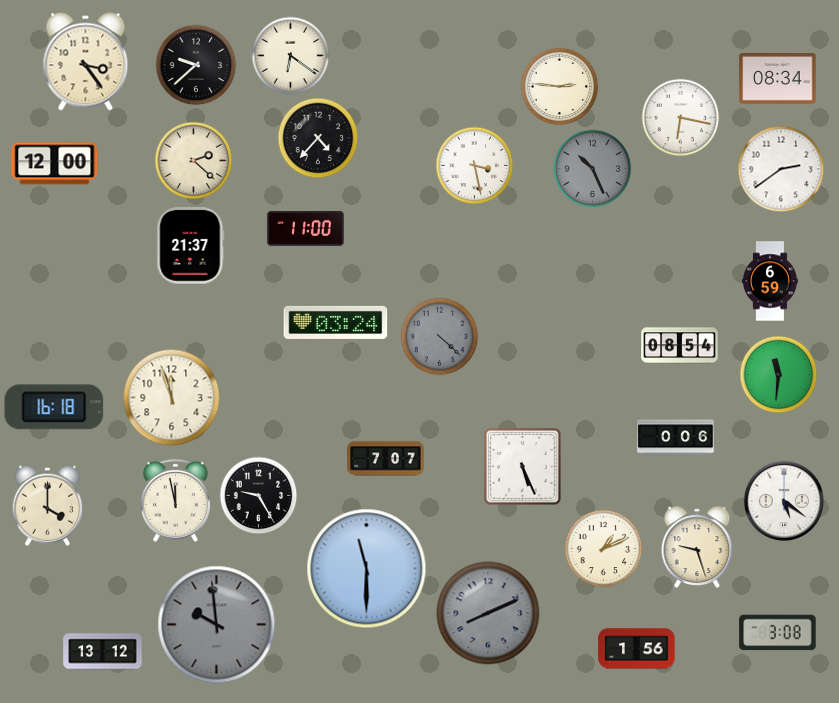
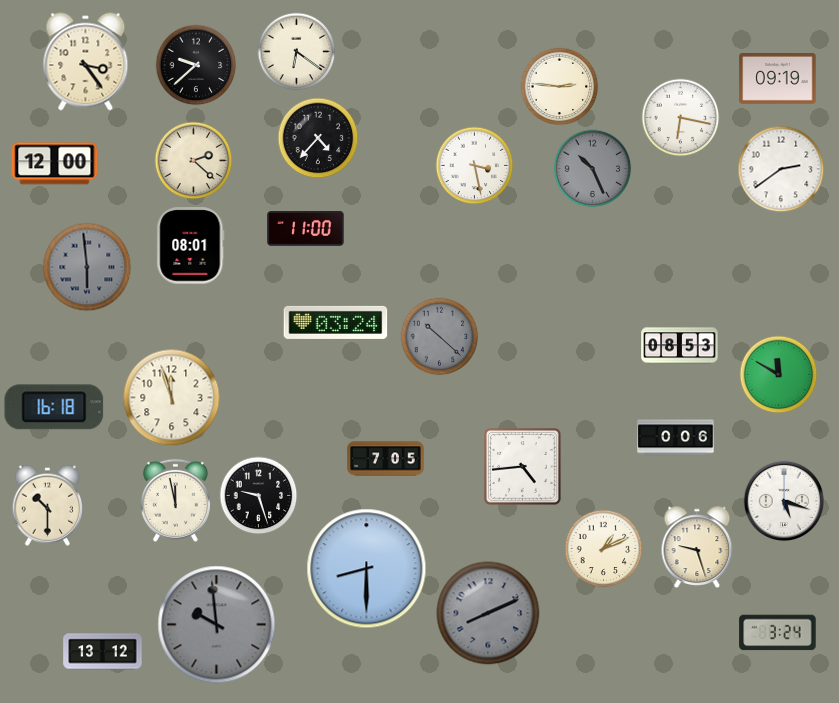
clock at (290, 55) position: (290, 55) -> (296, 51)
clock at (778, 79): 08:34 -> 09:19
clock at (191, 246): 21:37 -> 08:01
clock at (87, 267): none -> 5:59
clock at (771, 281): 6:59 -> none
clock at (439, 336): 4:22 -> 10:22
clock at (680, 346): 08:54 -> 08:53
clock at (778, 374): 11:31 -> 11:50
clock at (386, 459): 7:07 -> 7:05
clock at (523, 467): 5:26 -> 4:44
clock at (258, 495): 9:25 -> 9:27
clock at (784, 501): 5:21 -> 5:18
clock at (48, 505): 4:00 -> 10:30
clock at (367, 569): 11:30 -> 8:30
clock at (778, 633): 3:08 -> 3:24
clock at (637, 649): 1:56 -> none
